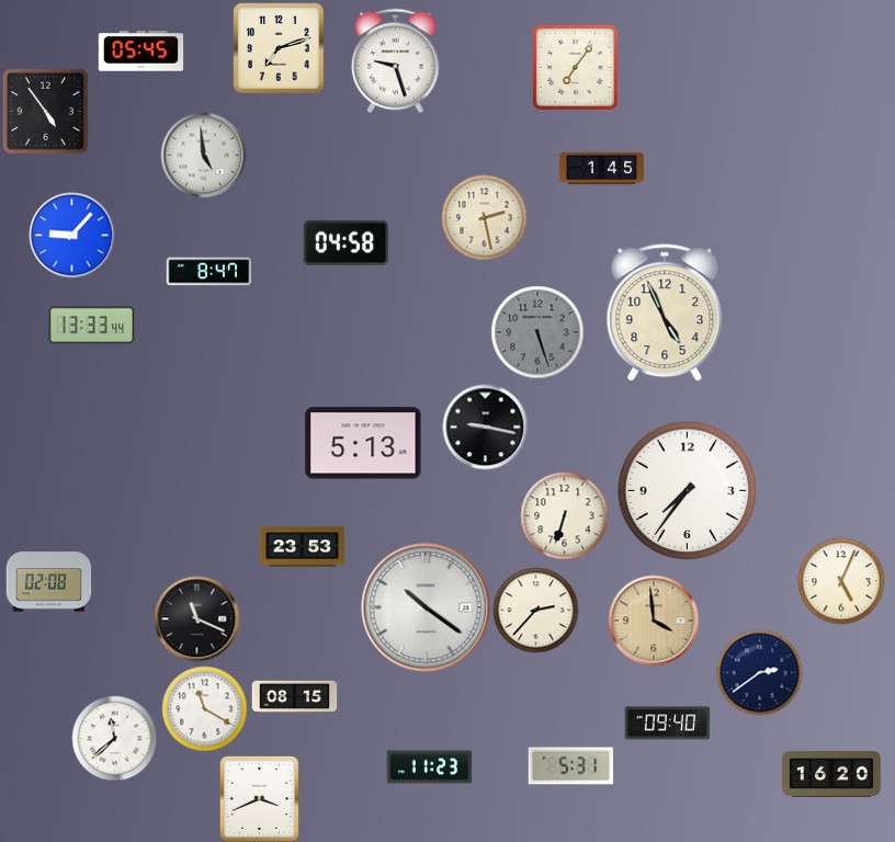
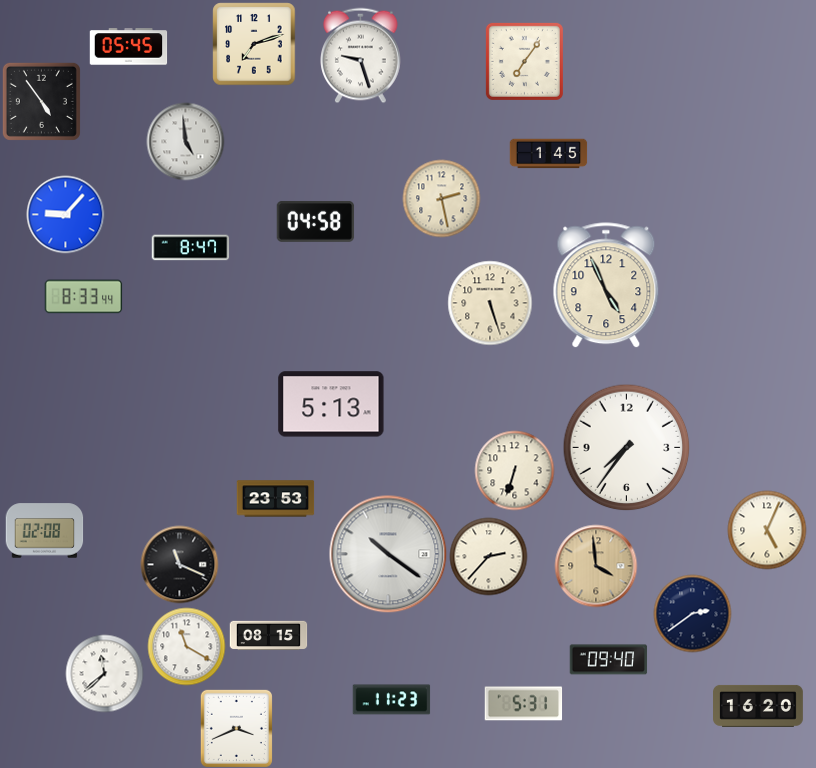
clock at (91, 326): 13:33 -> 8:33
clock at (537, 332) dial: grey -> cream
clock at (485, 426): 9:17 -> none
clock at (570, 766) position: (570, 766) -> (523, 704)
